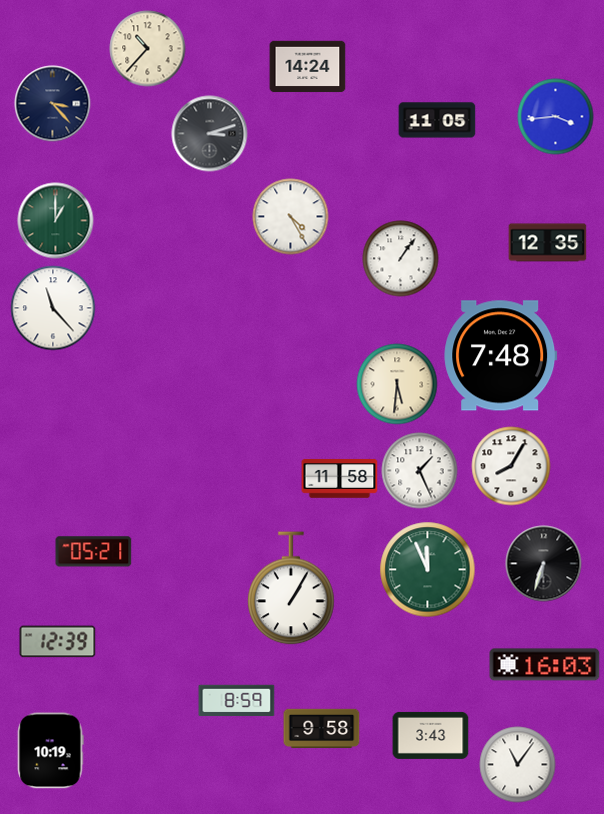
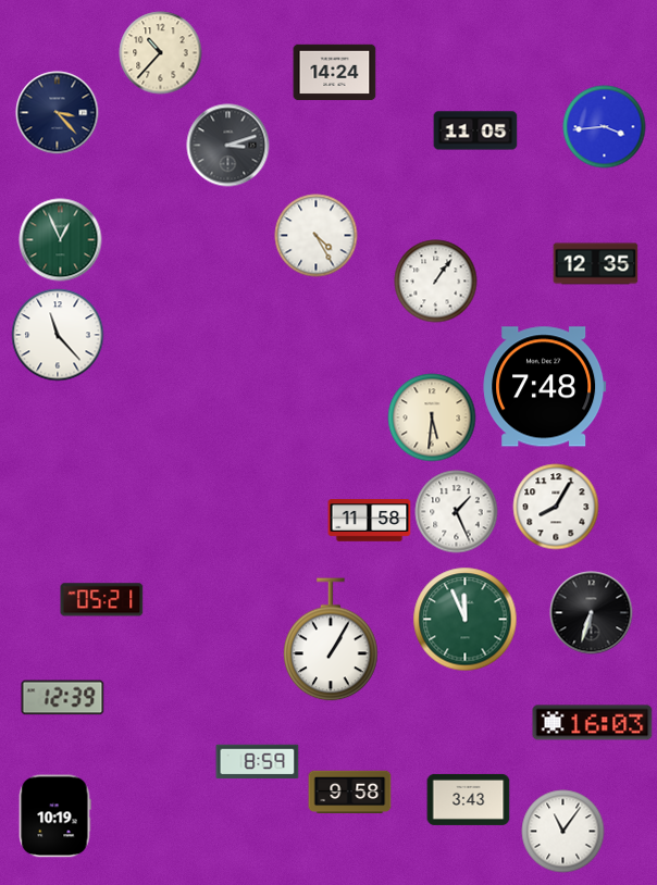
clock at (56, 221): 1:00 -> 12:56
clock at (291, 588) position: (291, 588) -> (331, 639)
